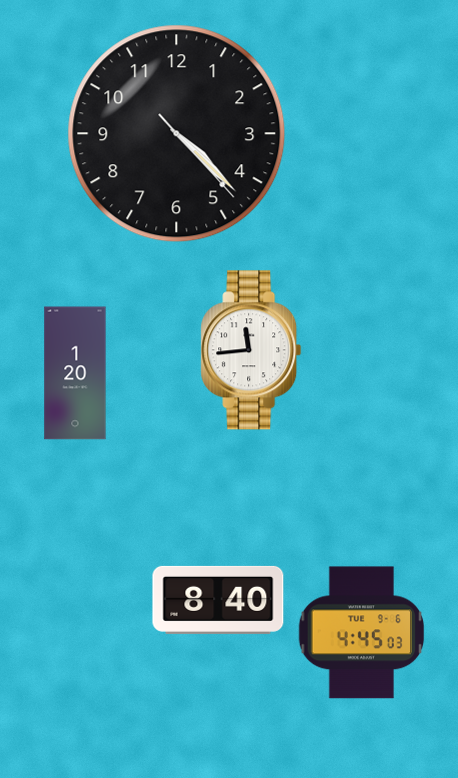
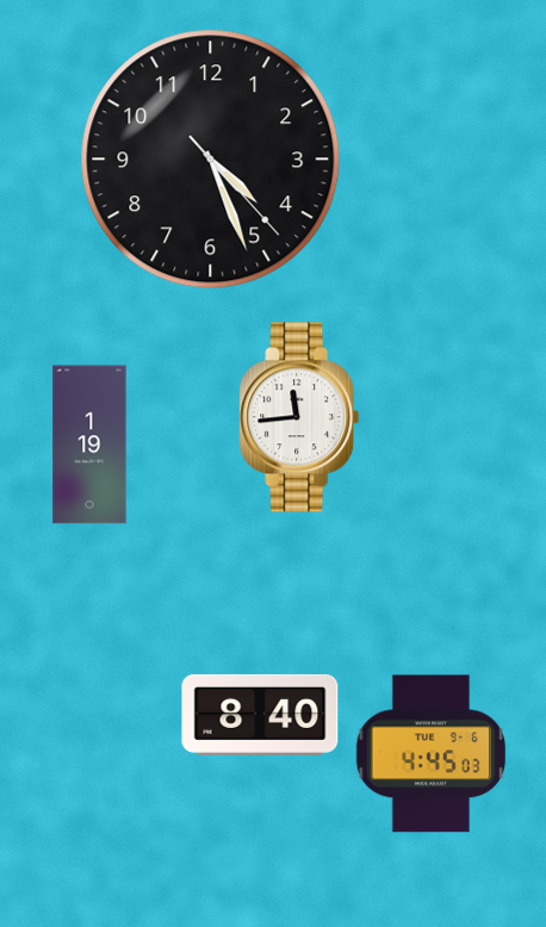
clock at (177, 134): 4:22 -> 4:26
clock at (75, 373): 1:20 -> 1:19
